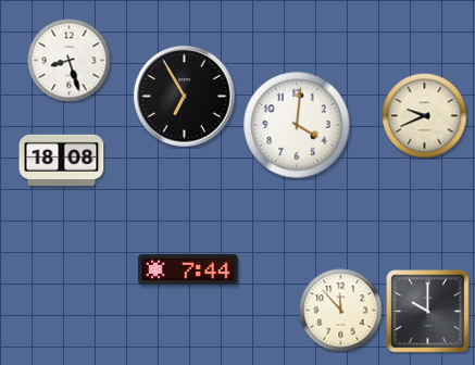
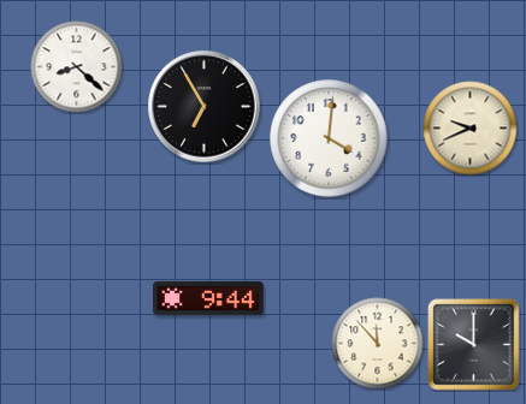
clock at (70, 61): 8:27 -> 8:22
clock at (62, 160): 18:08 -> none
clock at (188, 269): 7:44 -> 9:44
